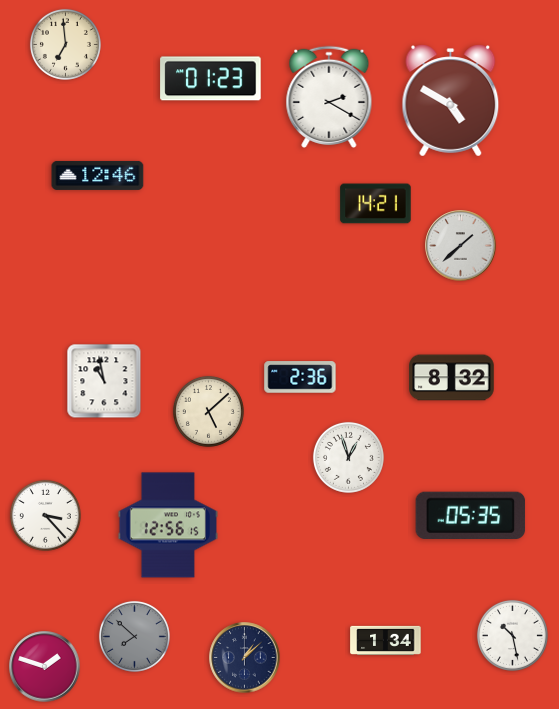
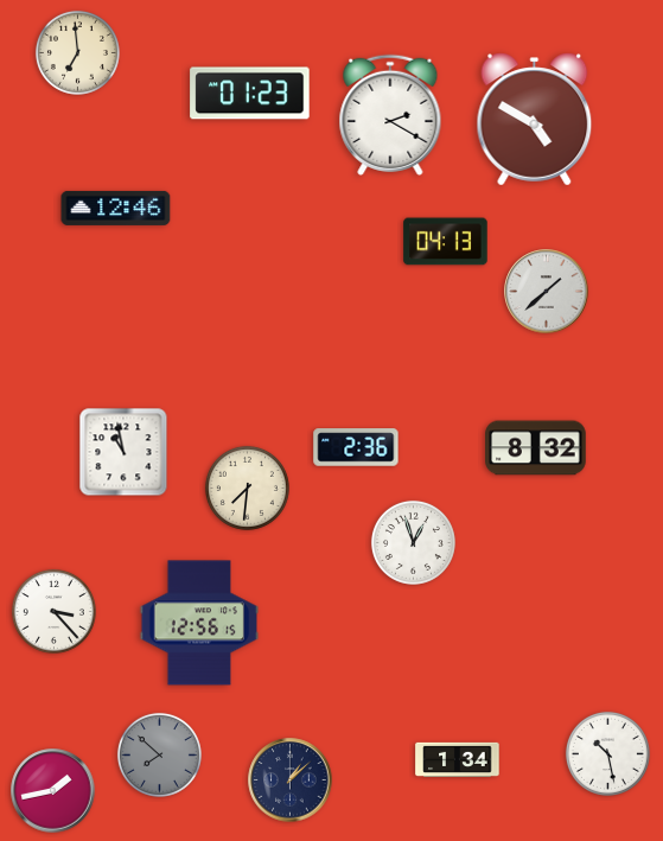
clock at (376, 204): 14:21 -> 04:13
clock at (208, 411): 5:08 -> 7:31
clock at (471, 515): 05:35 -> none
clock at (45, 667): 1:48 -> 1:43
